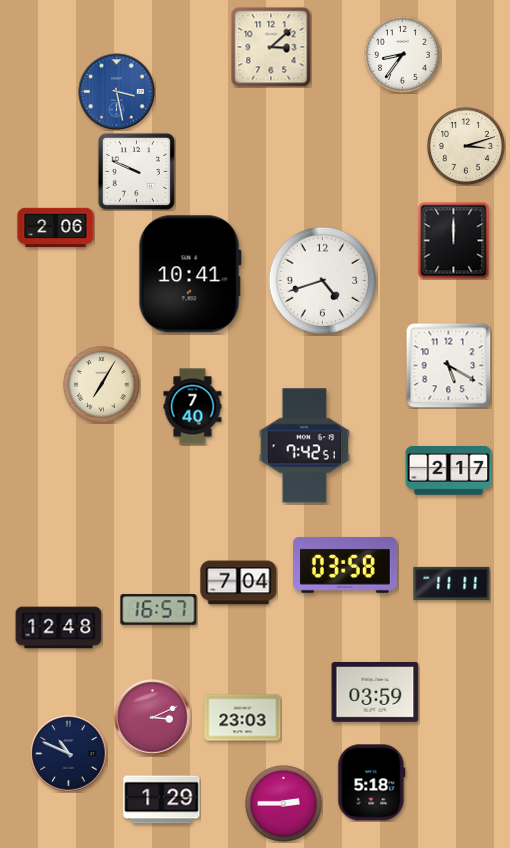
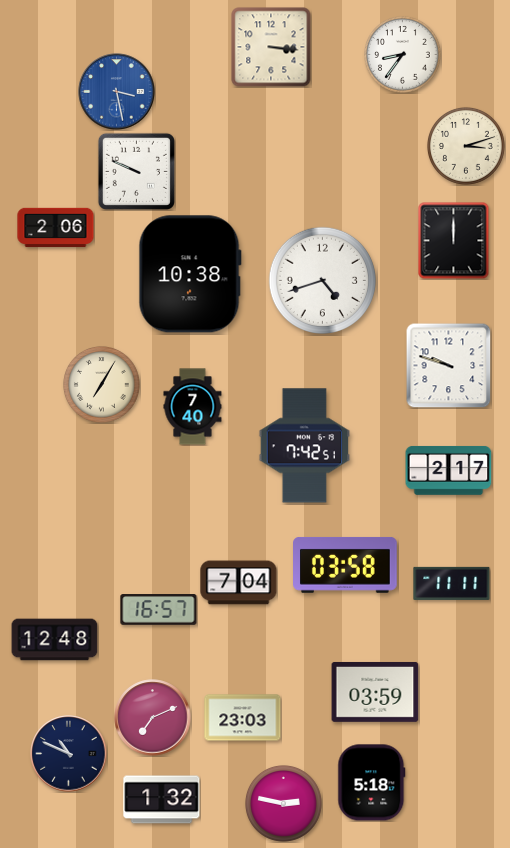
clock at (271, 47): 3:08 -> 3:16
clock at (190, 274): 10:41 -> 10:38
clock at (449, 366): 5:20 -> 9:48
clock at (59, 628) position: (59, 628) -> (55, 640)
clock at (153, 718): 3:11 -> 7:11
clock at (162, 800): 1:29 -> 1:32
clock at (284, 804): 2:45 -> 2:47
